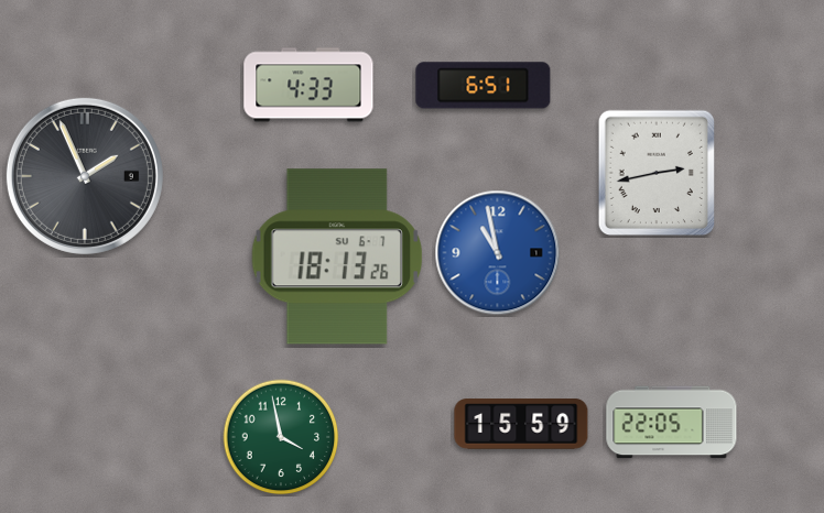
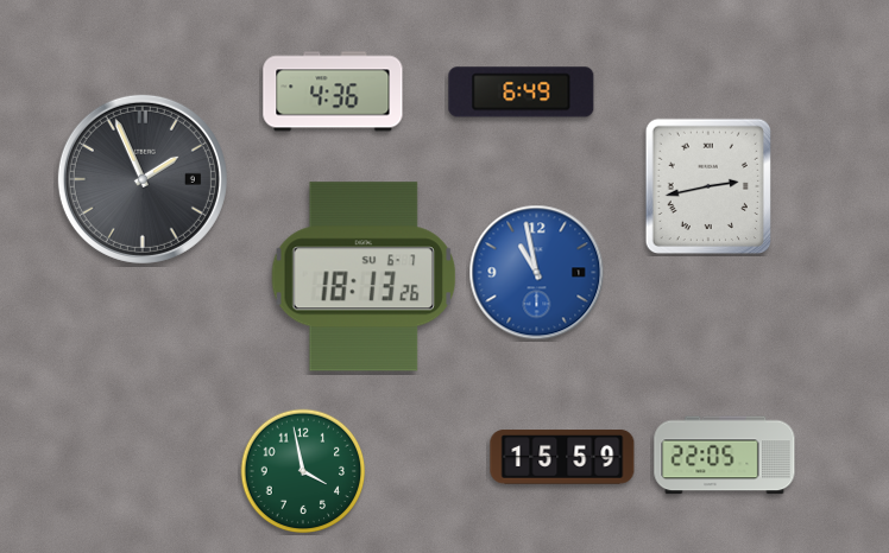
clock at (308, 85): 4:33 -> 4:36
clock at (484, 86): 6:51 -> 6:49
clock at (85, 176) position: (85, 176) -> (143, 179)
